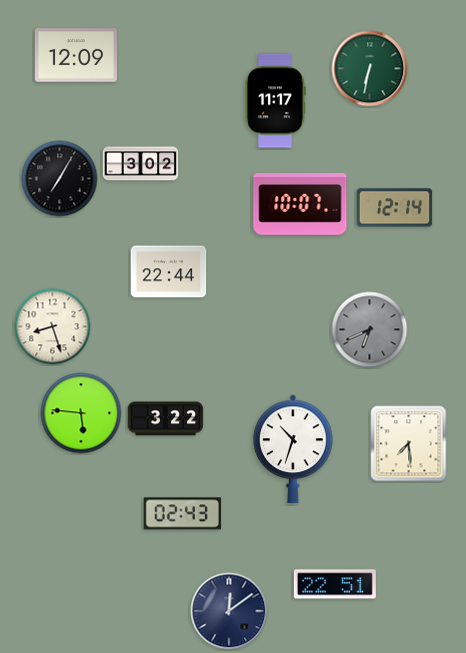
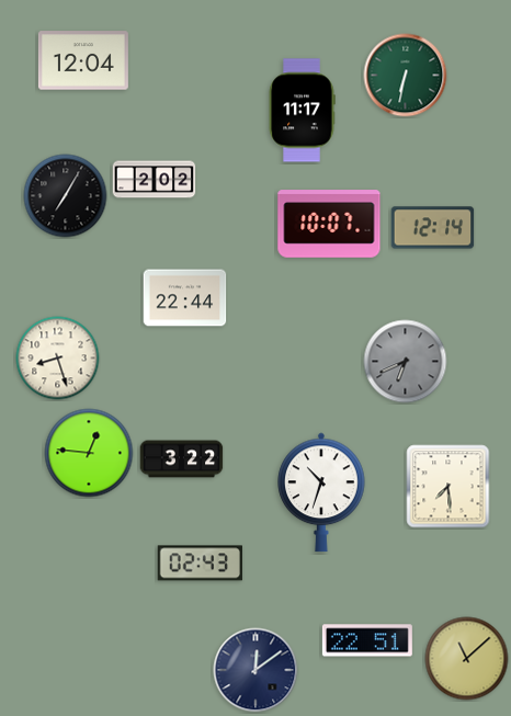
clock at (76, 55): 12:09 -> 12:04
clock at (141, 164): 3:02 -> 2:02
clock at (81, 413): 5:46 -> 12:46
clock at (467, 659): none -> 11:08
clock at (229, 611) position: (229, 611) -> (256, 670)
